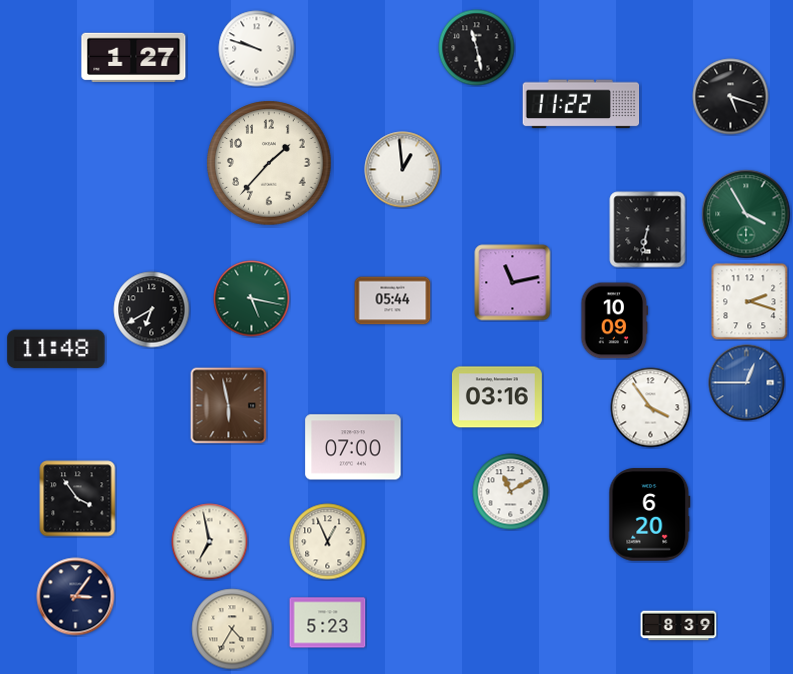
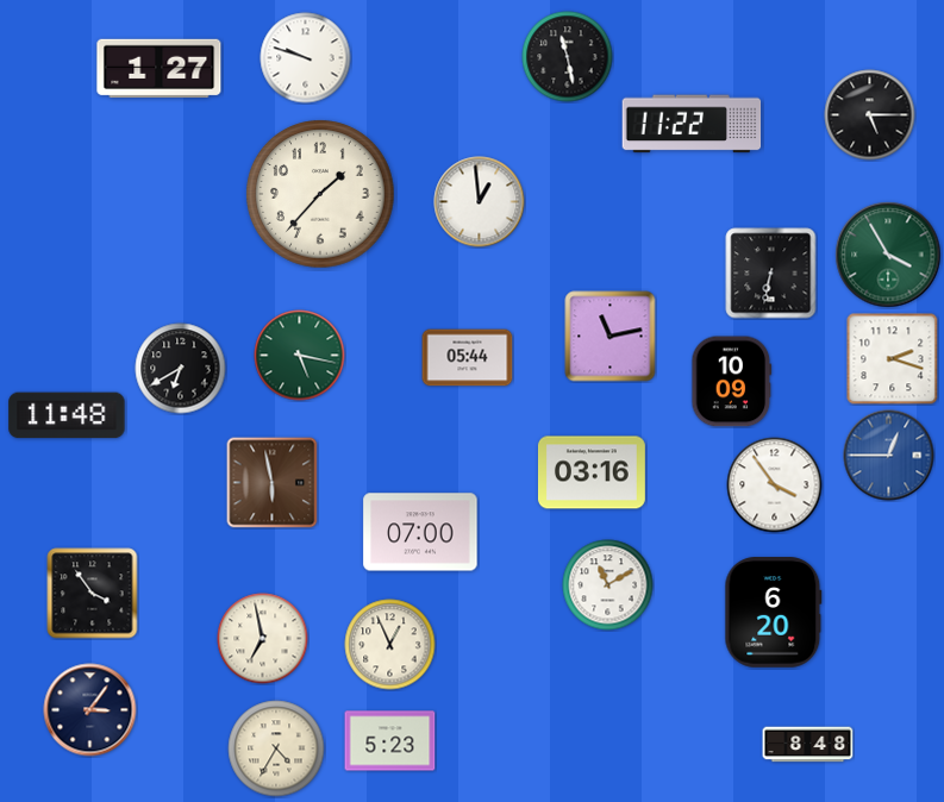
clock at (731, 97): 5:18 -> 5:15
clock at (210, 542) position: (210, 542) -> (263, 639)
clock at (679, 626): 8:39 -> 8:48
